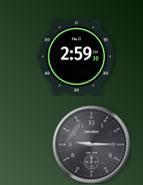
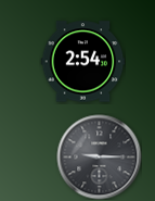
clock at (76, 57): 2:59 -> 2:54
